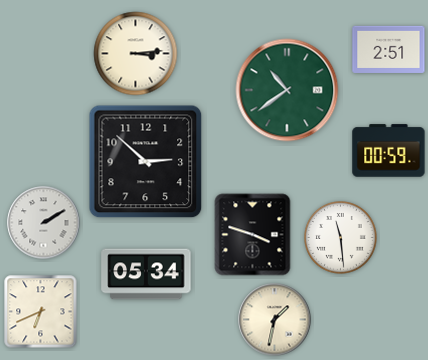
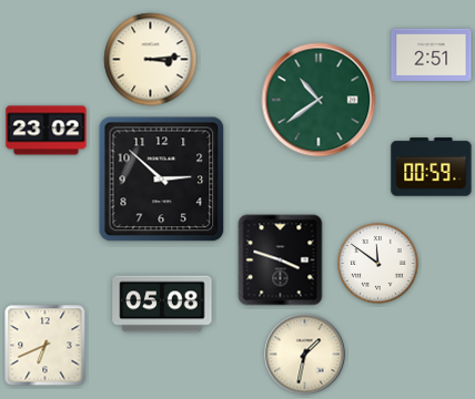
clock at (47, 131): none -> 23:02
clock at (44, 223): 2:10 -> none
clock at (341, 238): 11:29 -> 11:51
clock at (146, 274): 05:34 -> 05:08
